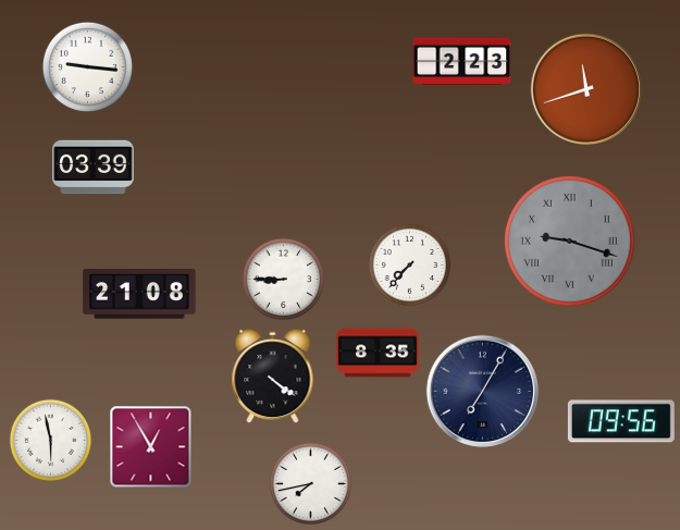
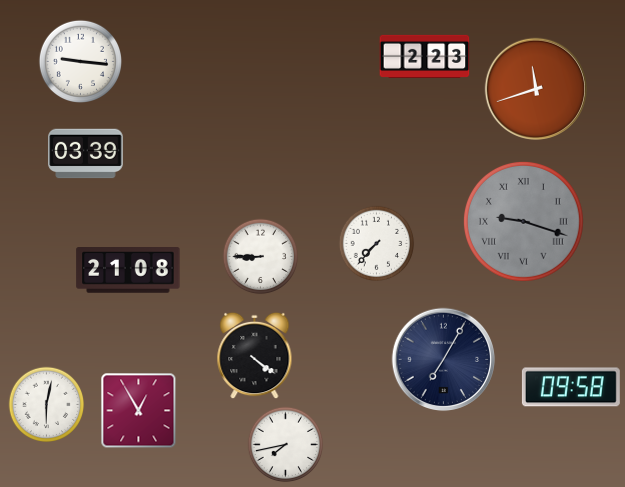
clock at (585, 88) position: (585, 88) -> (535, 88)
clock at (378, 353): 8:35 -> none
clock at (273, 377) position: (273, 377) -> (255, 356)
clock at (621, 421): 09:56 -> 09:58
clock at (51, 441): 5:58 -> 6:02
